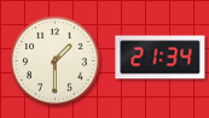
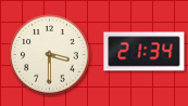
clock at (56, 61): 1:30 -> 3:30
